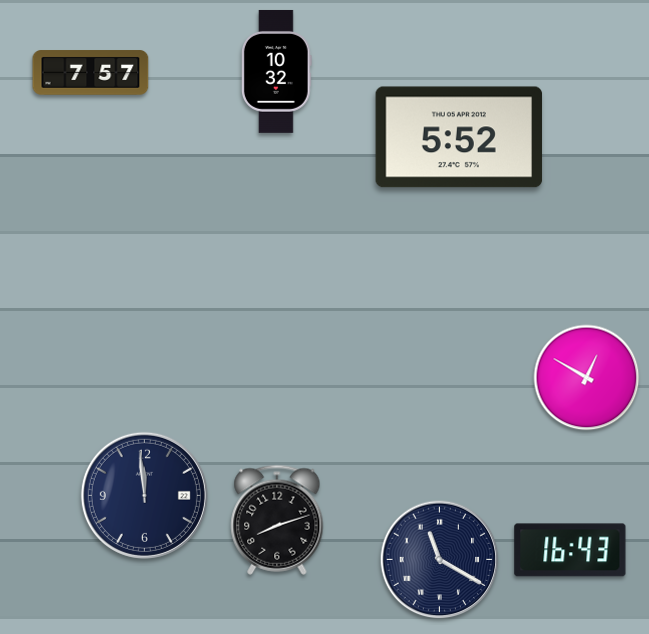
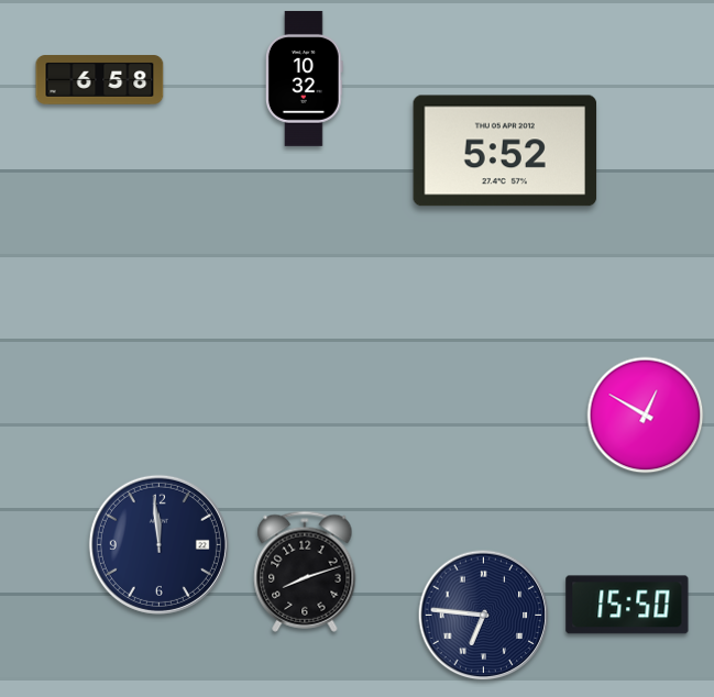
clock at (91, 73): 7:57 -> 6:58
clock at (570, 550): 16:43 -> 15:50
clock at (440, 560): 11:20 -> 6:46
